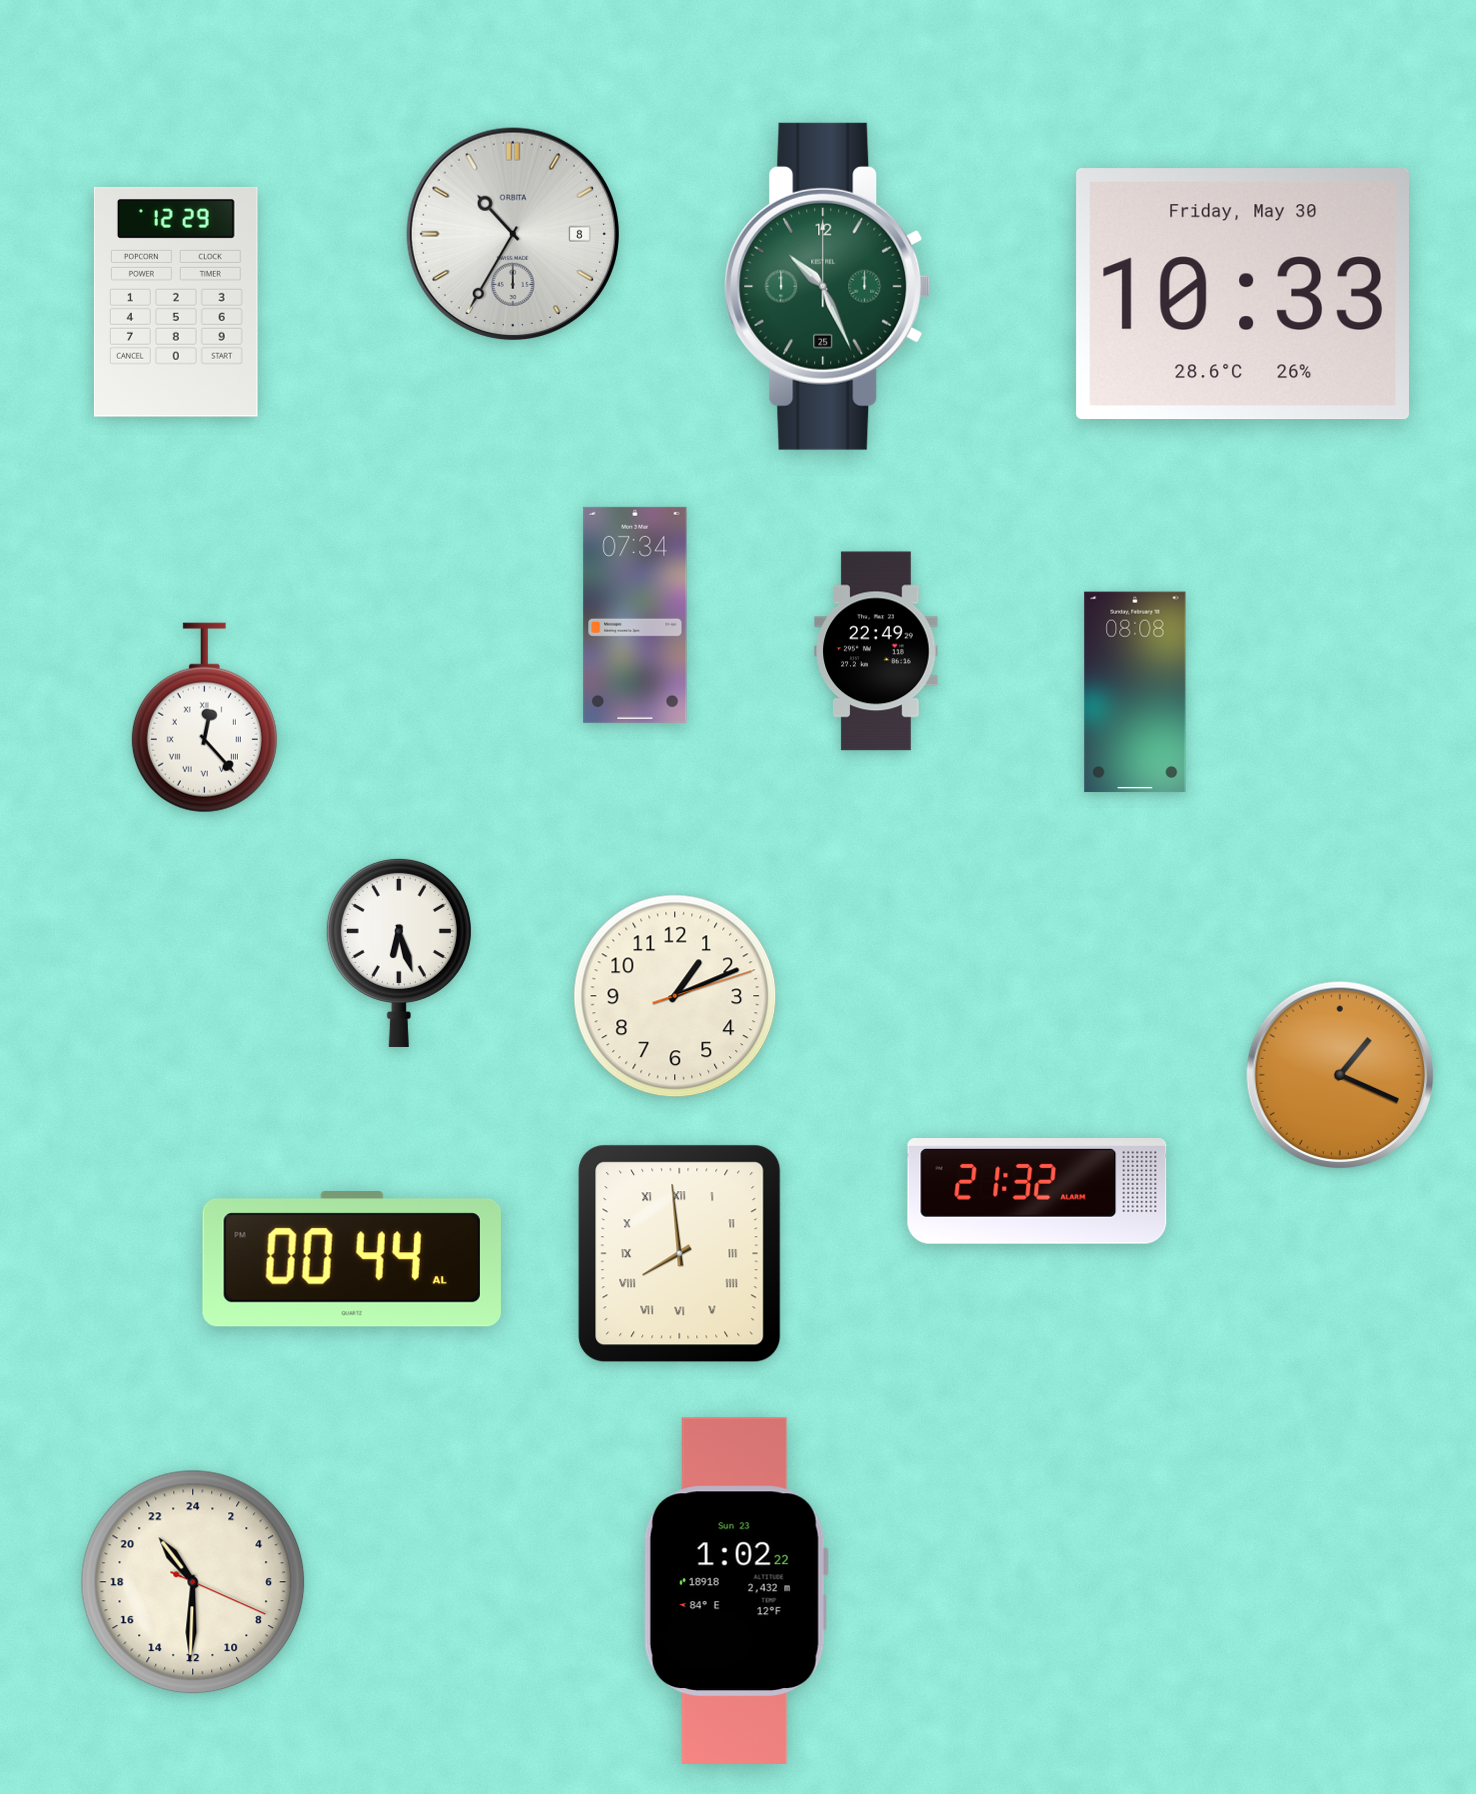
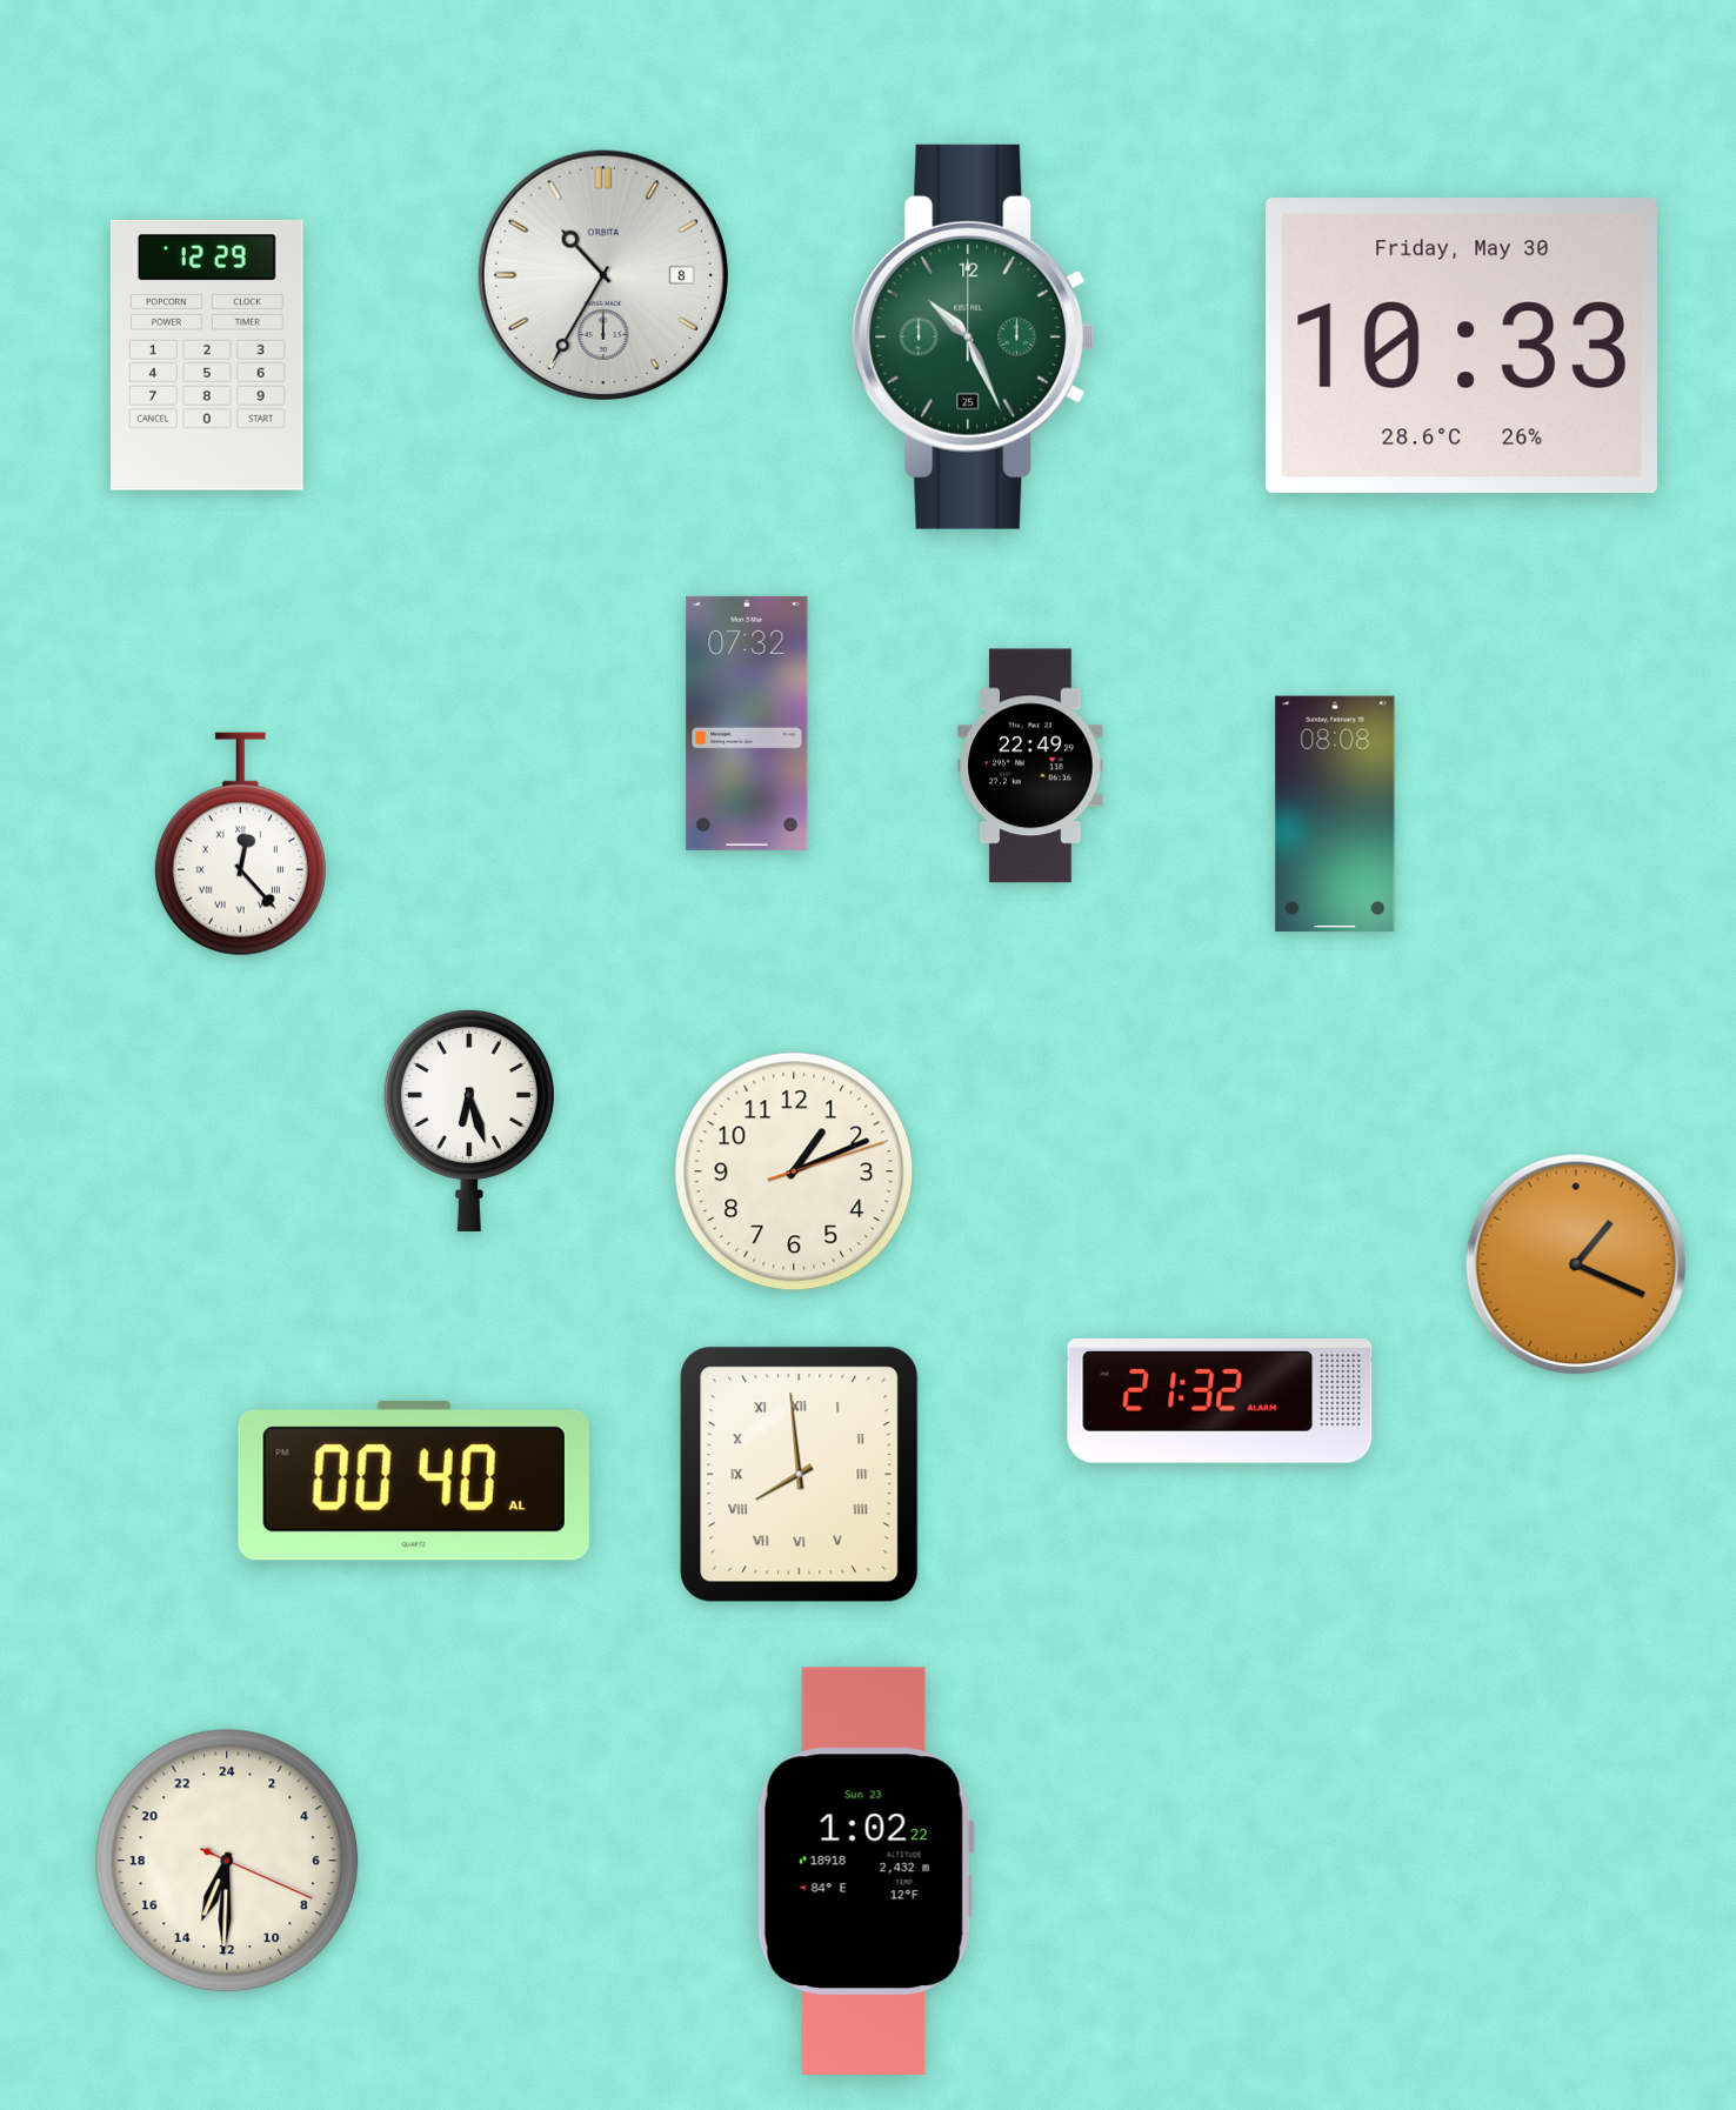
clock at (635, 615): 07:34 -> 07:32
clock at (352, 1259): 00:44 -> 00:40
clock at (193, 1582): 21:30 -> 13:30
